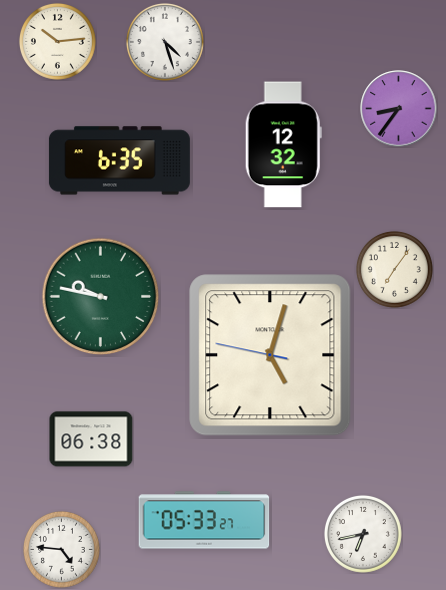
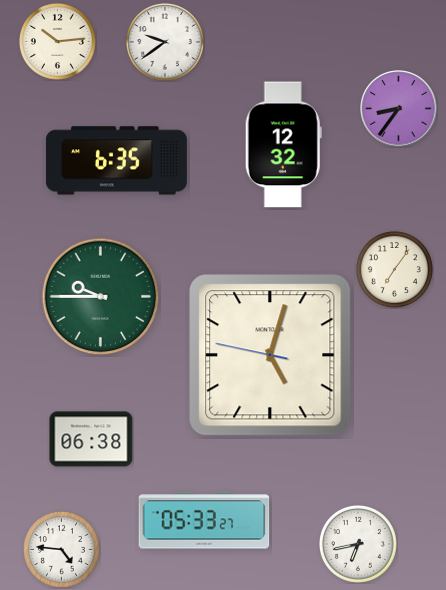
clock at (165, 42): 4:27 -> 9:39
clock at (119, 161) position: (119, 161) -> (116, 161)
clock at (101, 297): 9:47 -> 9:45
clock at (363, 534) position: (363, 534) -> (358, 544)
